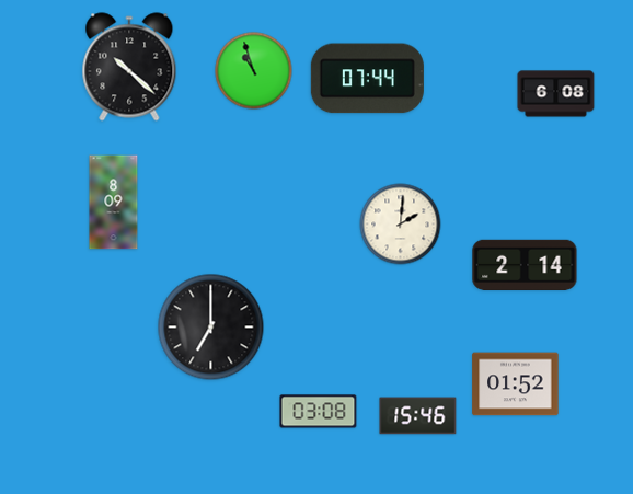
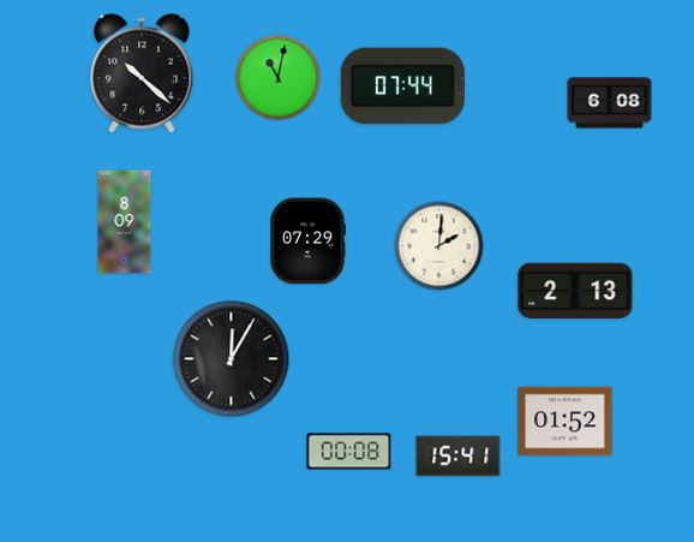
clock at (254, 71): 10:57 -> 11:02
clock at (309, 242): none -> 07:29
clock at (525, 265): 2:14 -> 2:13
clock at (211, 328): 7:00 -> 12:05
clock at (319, 412): 03:08 -> 00:08
clock at (418, 416): 15:46 -> 15:41
